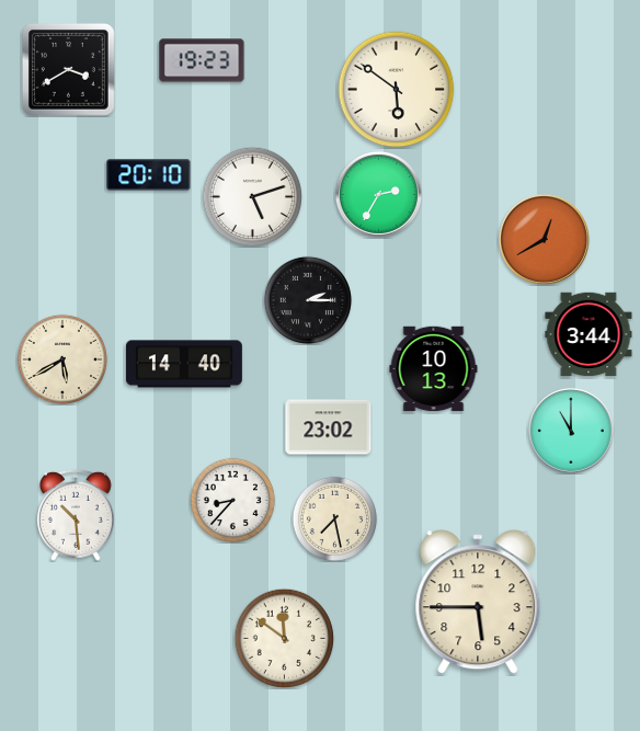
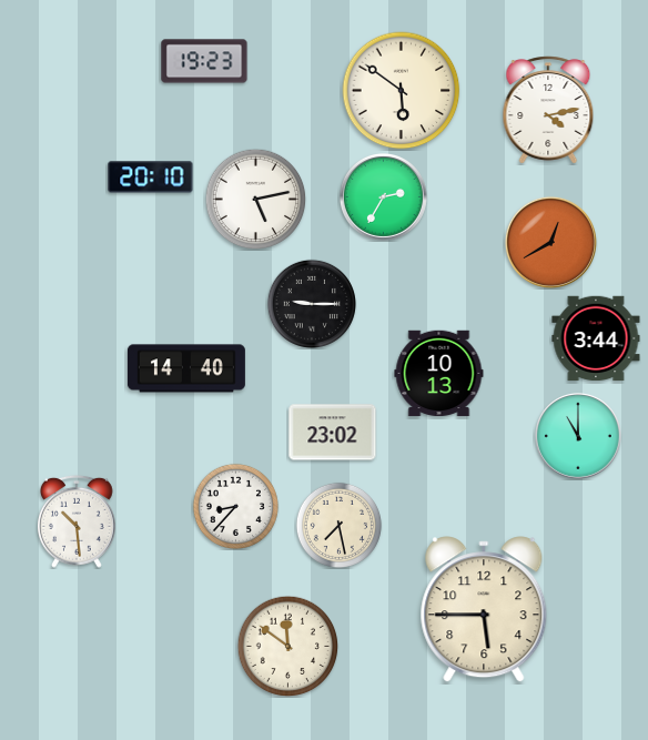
clock at (68, 69): 3:40 -> none
clock at (548, 110): none -> 4:13
clock at (252, 196): 5:12 -> 5:13
clock at (308, 300): 2:15 -> 9:15
clock at (61, 358): 5:40 -> none
